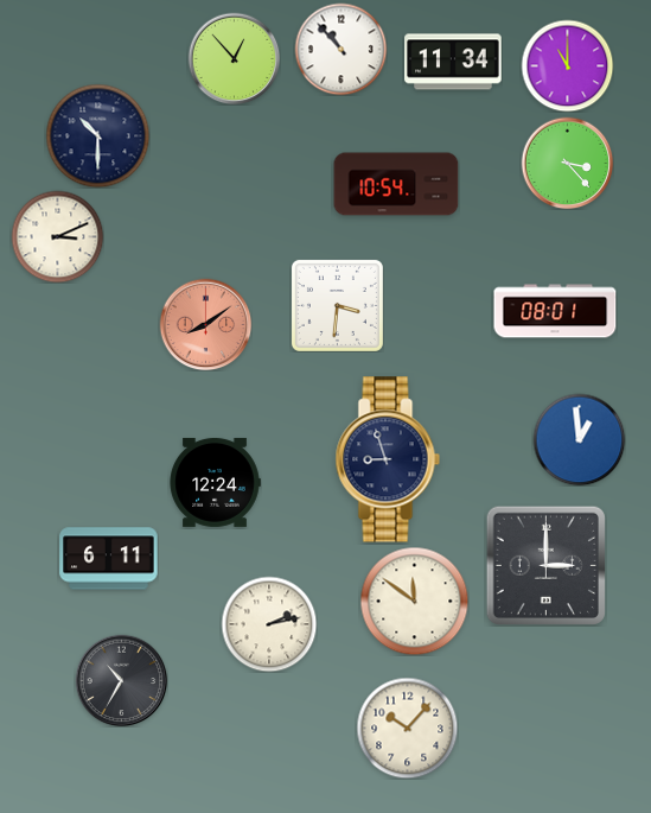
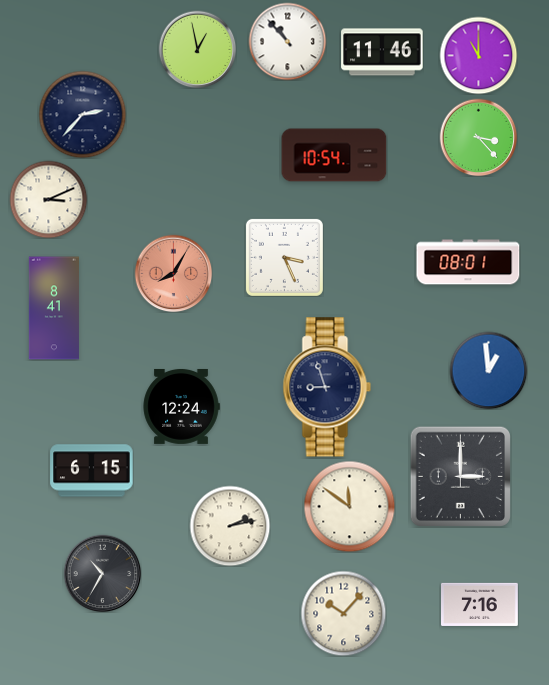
clock at (234, 58): 12:53 -> 12:58
clock at (453, 62): 11:34 -> 11:46
clock at (97, 135): 10:30 -> 2:37
clock at (337, 305): 3:31 -> 3:26
clock at (205, 324): 8:09 -> 8:05
clock at (53, 308): none -> 8:41
clock at (109, 559): 6:11 -> 6:15
clock at (269, 624) position: (269, 624) -> (230, 526)
clock at (480, 604): none -> 7:16
